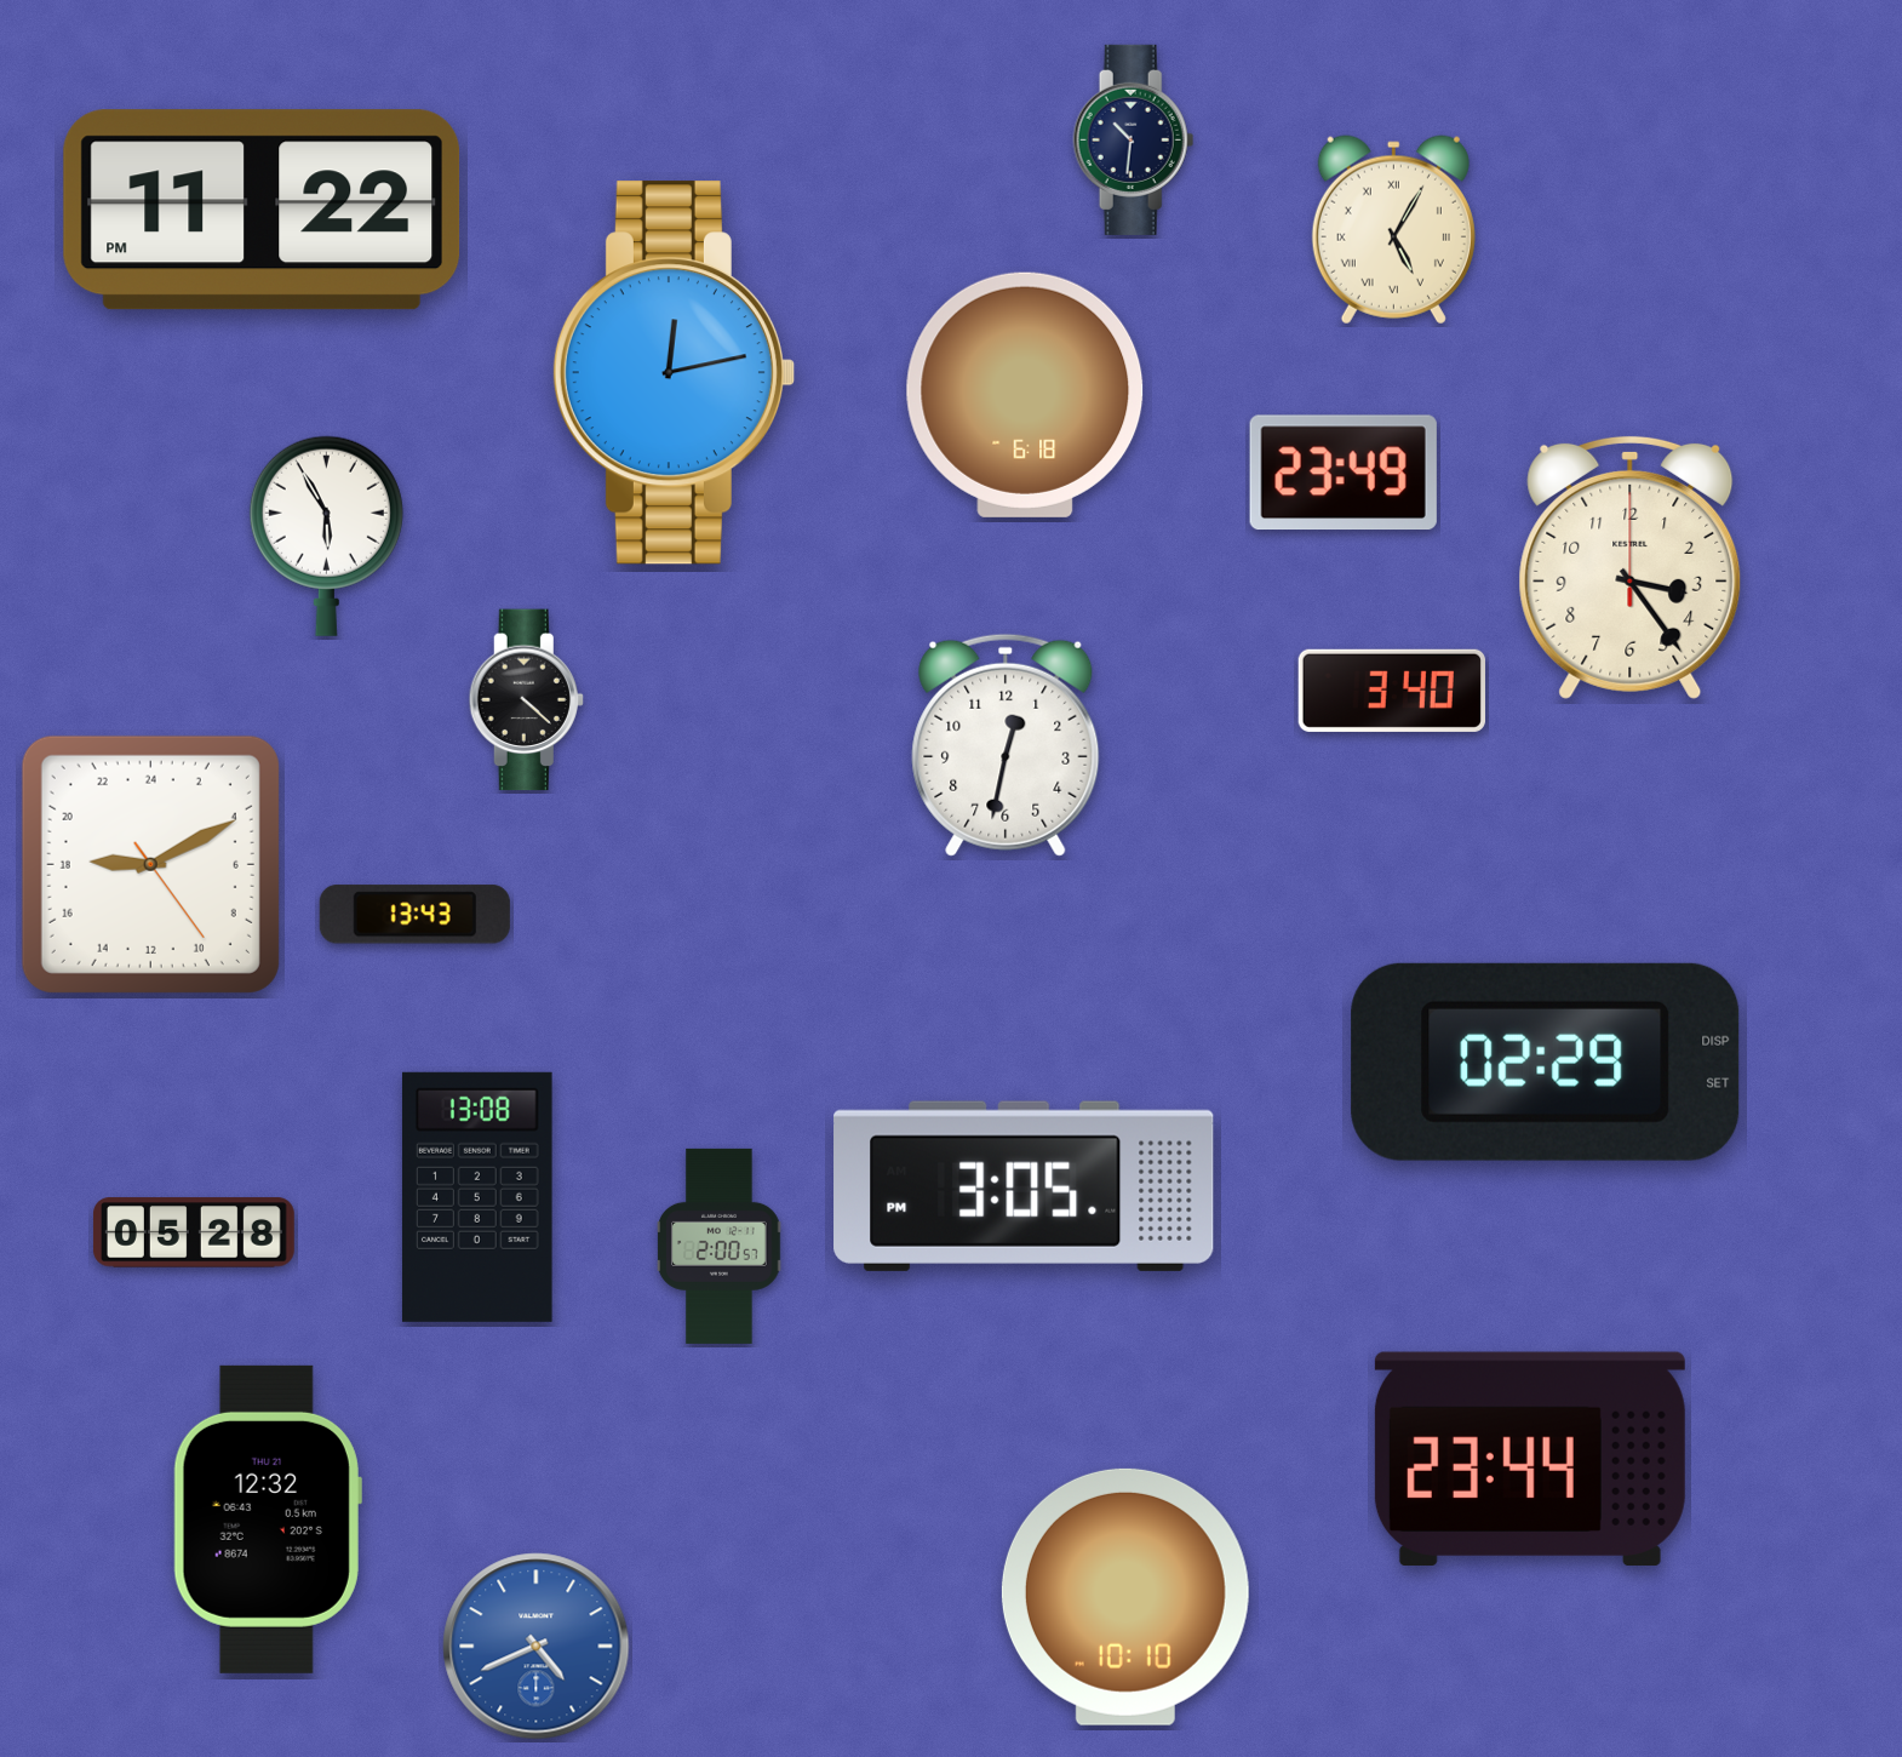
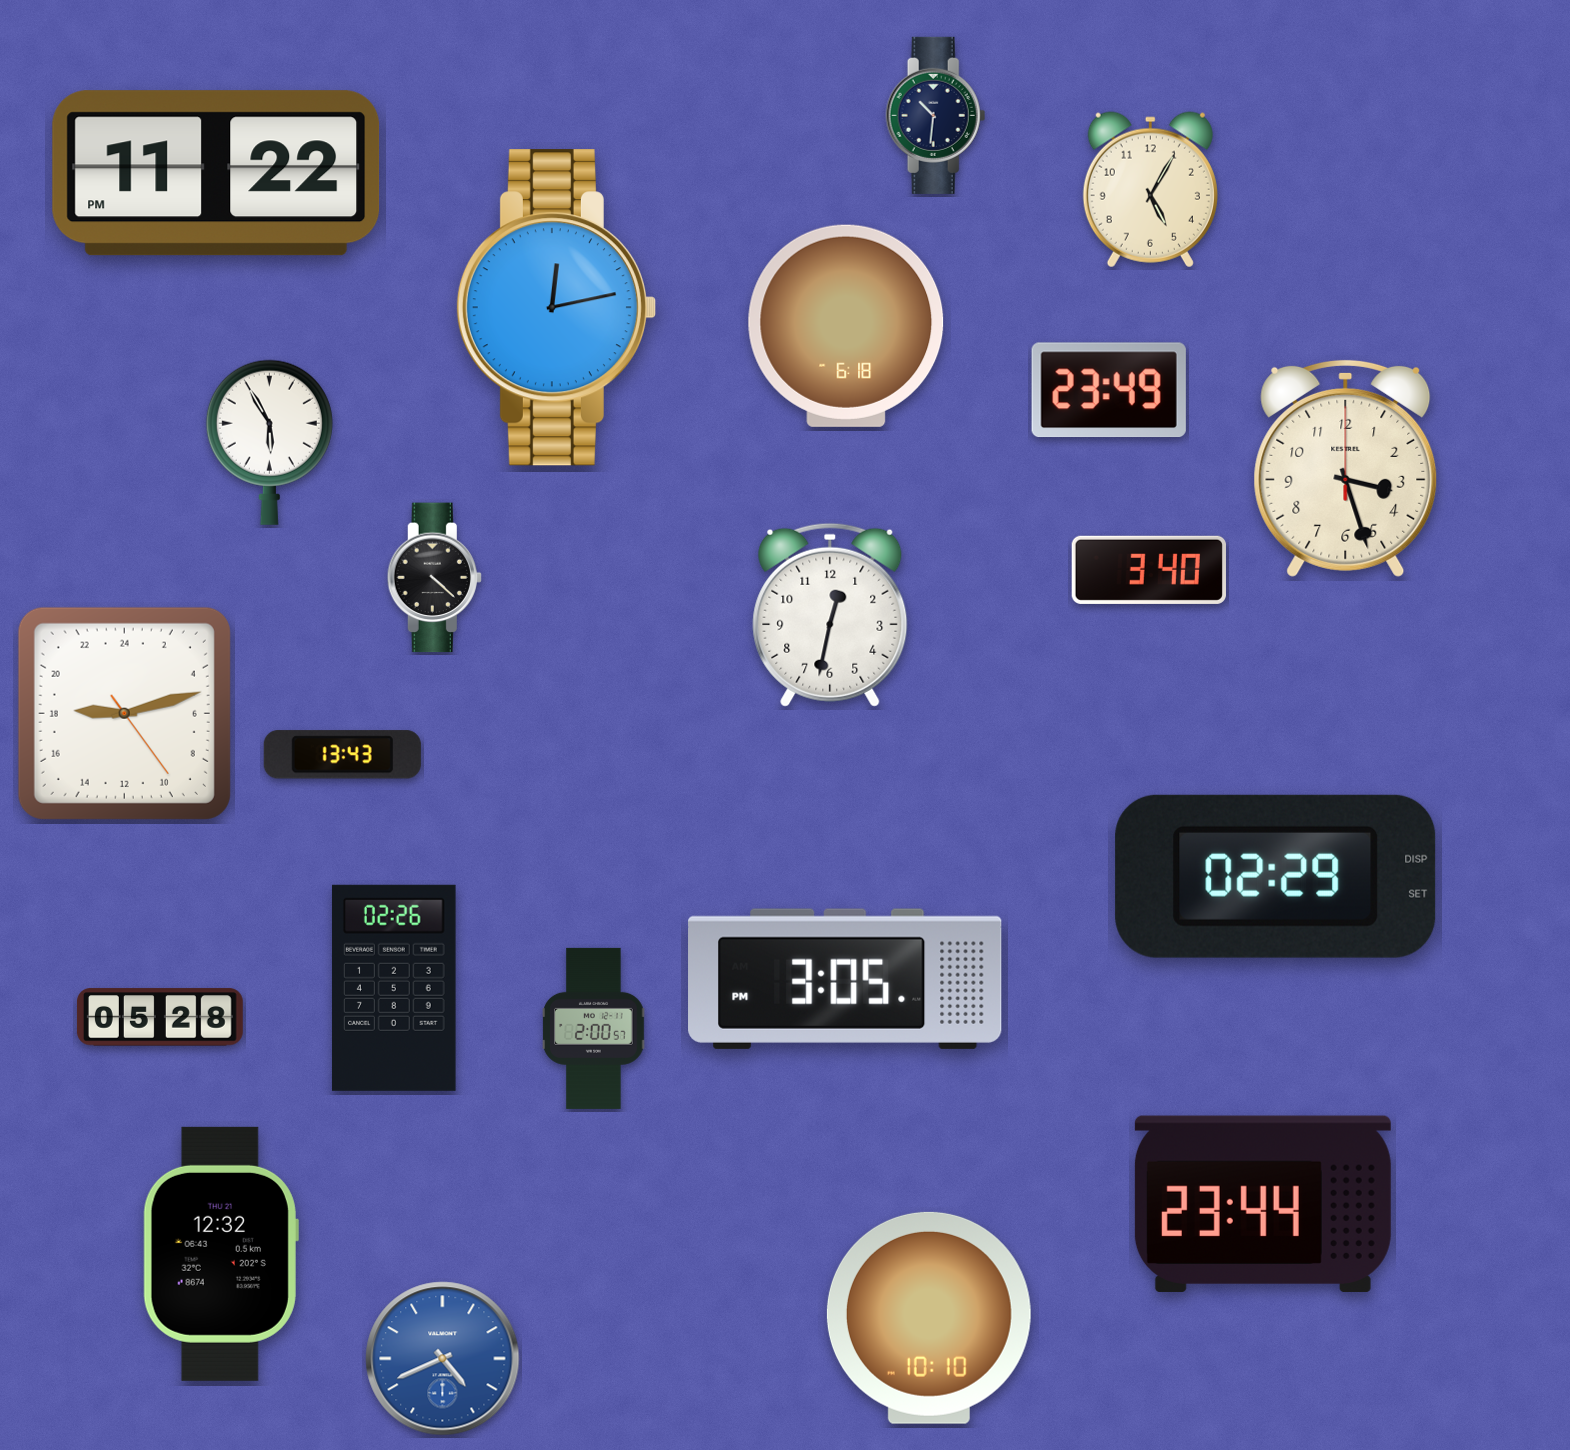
clock at (1393, 230) numerals: Roman -> Arabic
clock at (1631, 567): 3:24 -> 3:27
clock at (150, 864): 18:10 -> 18:12
clock at (477, 1197): 13:08 -> 02:26
